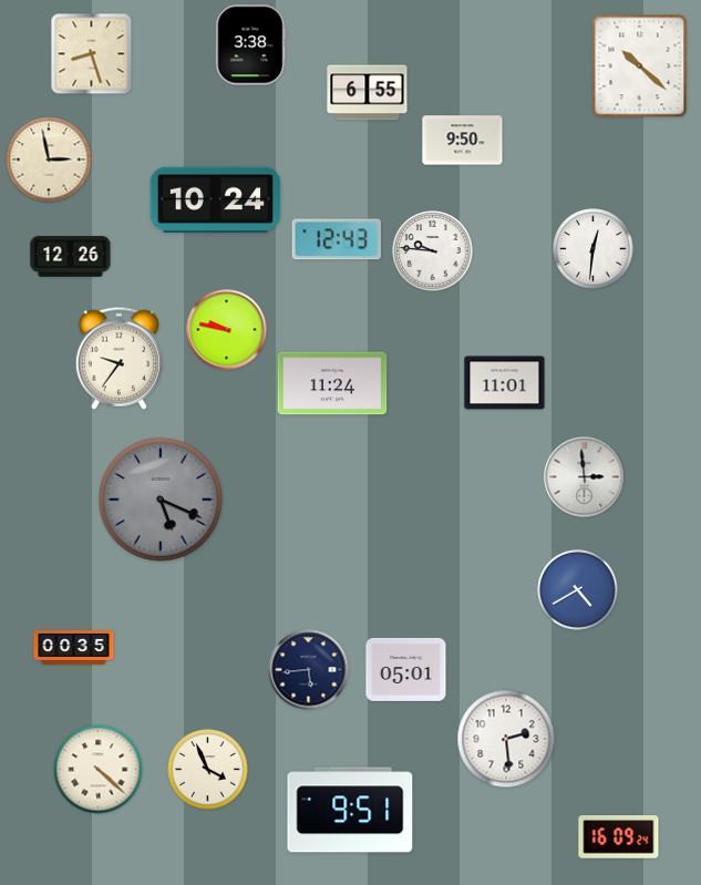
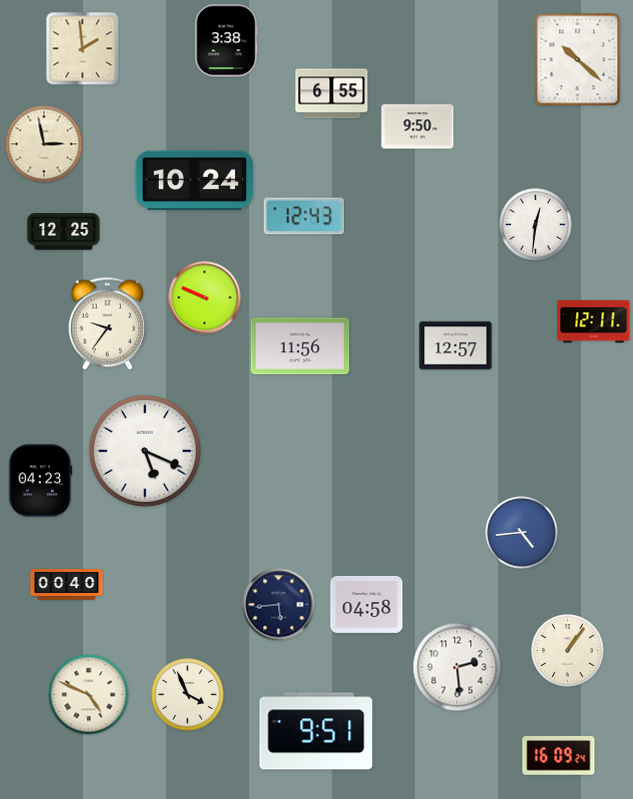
clock at (92, 54): 8:27 -> 1:59
clock at (368, 93) position: (368, 93) -> (332, 94)
clock at (433, 251): 9:46 -> none
clock at (71, 257): 12:26 -> 12:25
clock at (227, 330): 9:47 -> 9:49
clock at (594, 322): none -> 12:11
clock at (332, 383): 11:24 -> 11:56
clock at (505, 383): 11:01 -> 12:57
clock at (585, 477): 2:59 -> none
clock at (161, 500) dial: grey -> white
clock at (41, 481): none -> 04:23
clock at (578, 590): 4:40 -> 4:44
clock at (74, 648): 00:35 -> 00:40
clock at (406, 669): 05:01 -> 04:58
clock at (568, 651): none -> 1:06
clock at (99, 770): 4:22 -> 4:49
